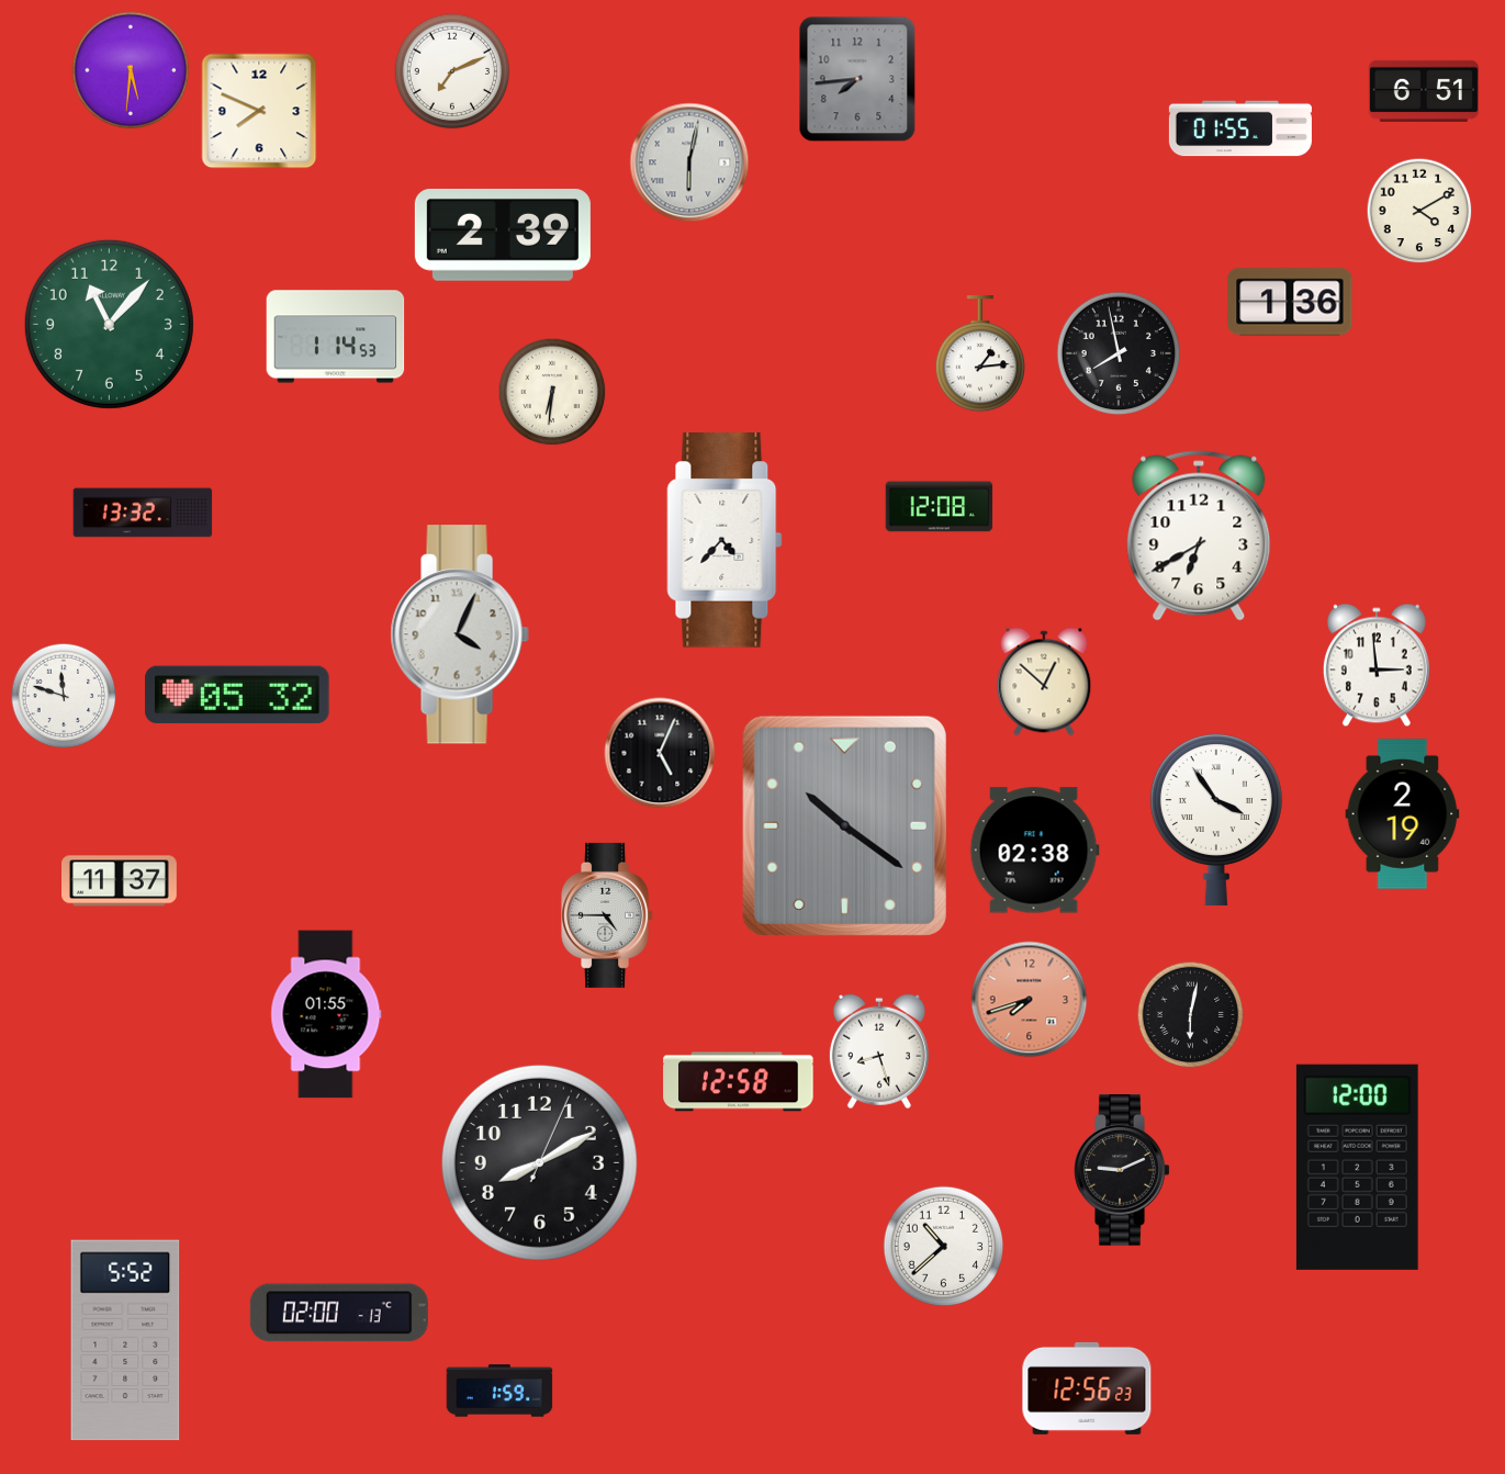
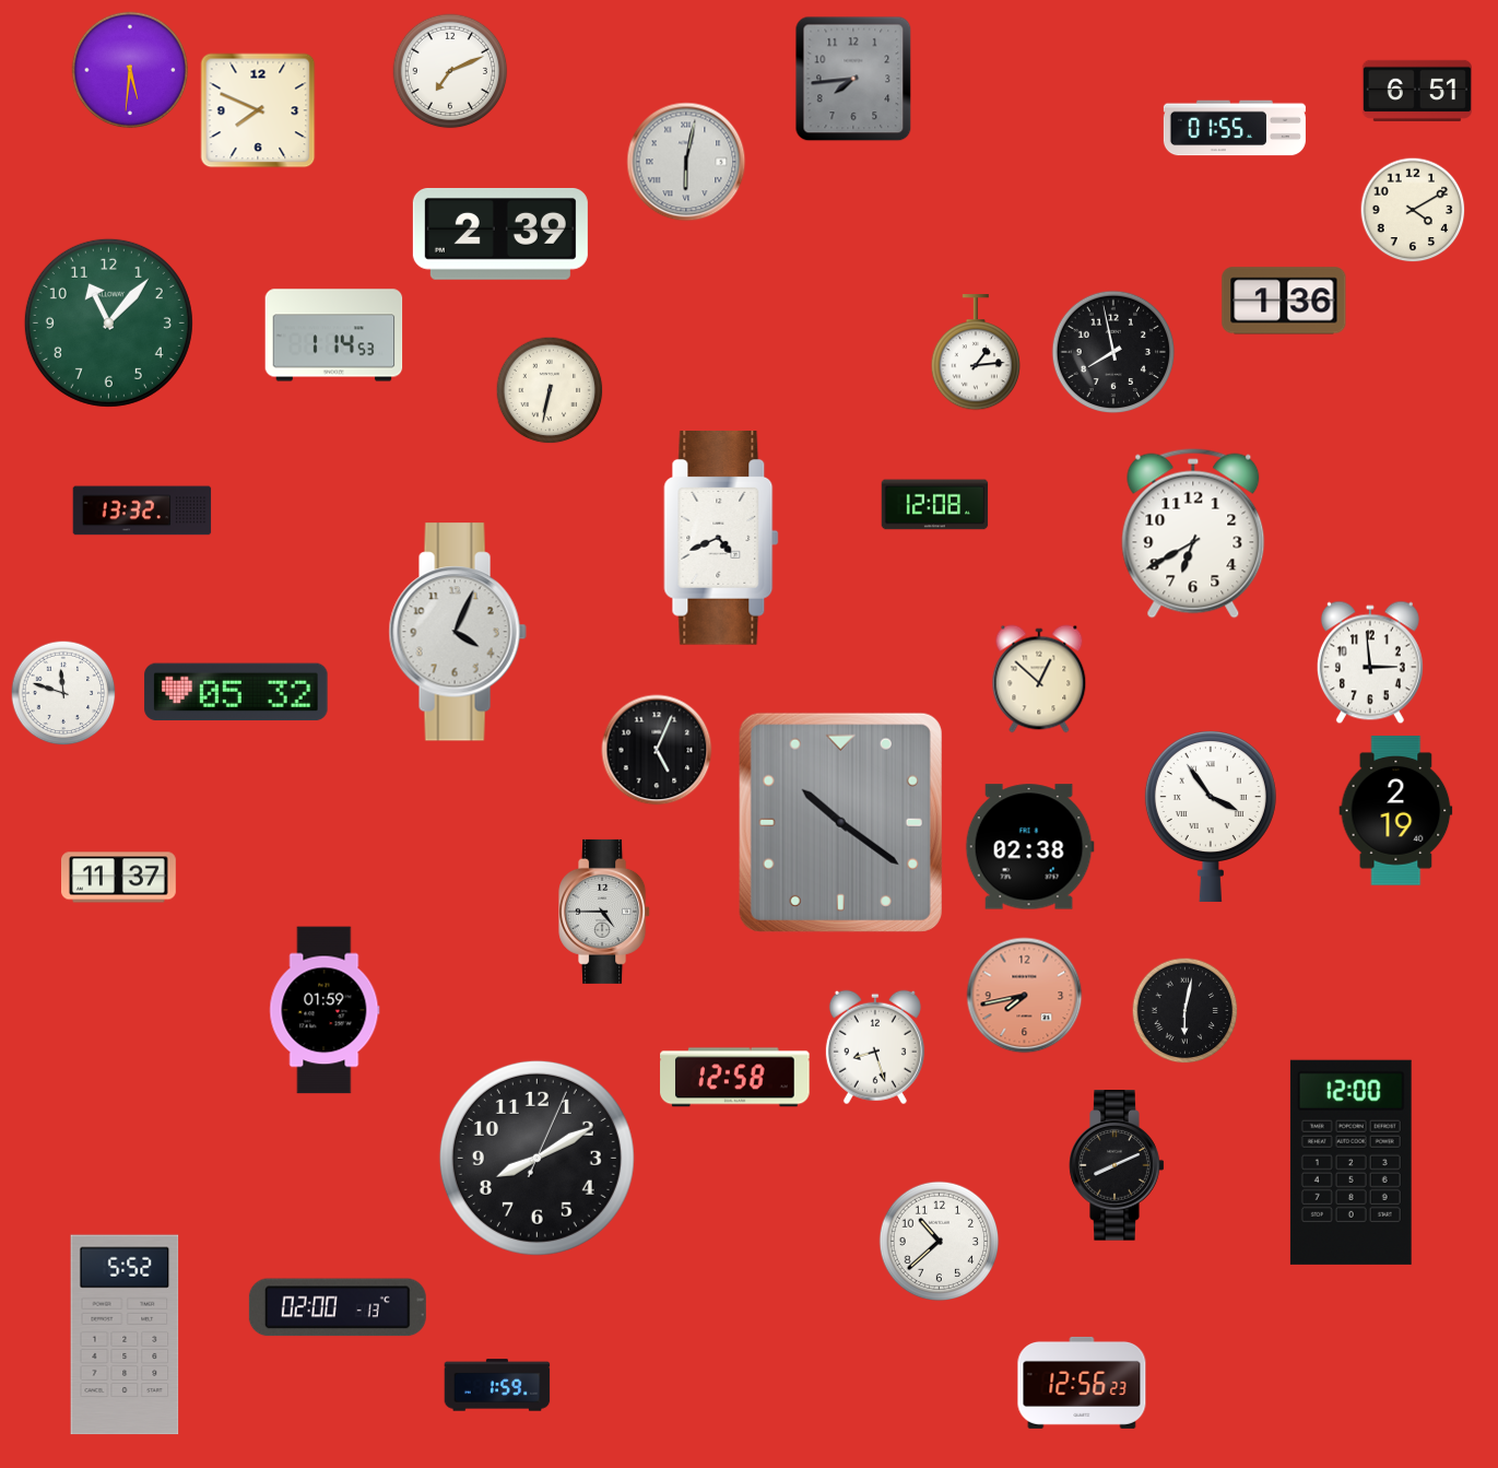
clock at (552, 392): 6:31 -> 6:32
clock at (725, 541): 4:37 -> 4:41
clock at (1030, 1000): 7:42 -> 7:43
clock at (326, 1014): 01:55 -> 01:59
clock at (1122, 1170): 9:11 -> 8:11
